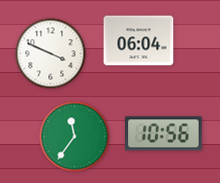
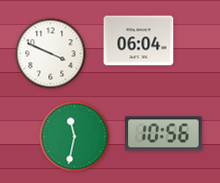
clock at (75, 137): 11:36 -> 11:32
